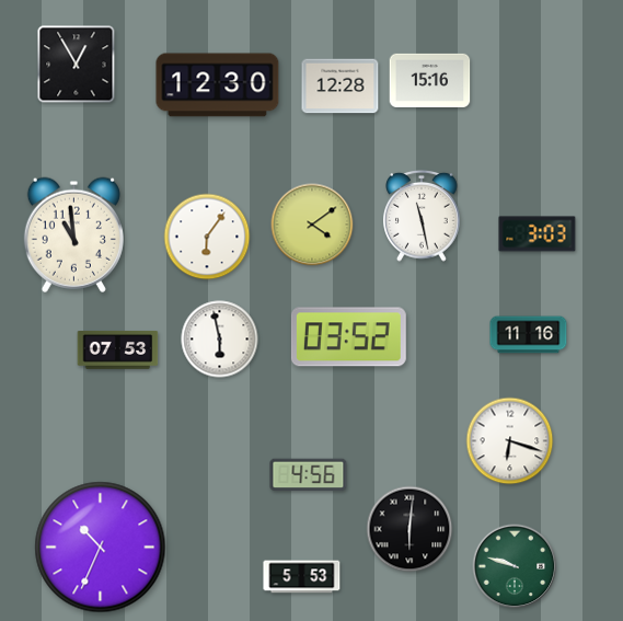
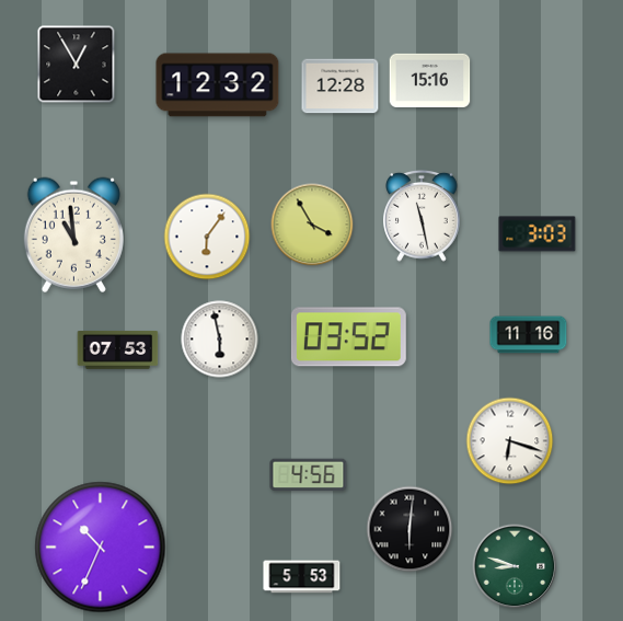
clock at (218, 85): 12:30 -> 12:32
clock at (312, 225): 4:09 -> 3:55
clock at (515, 566): 9:48 -> 8:48
